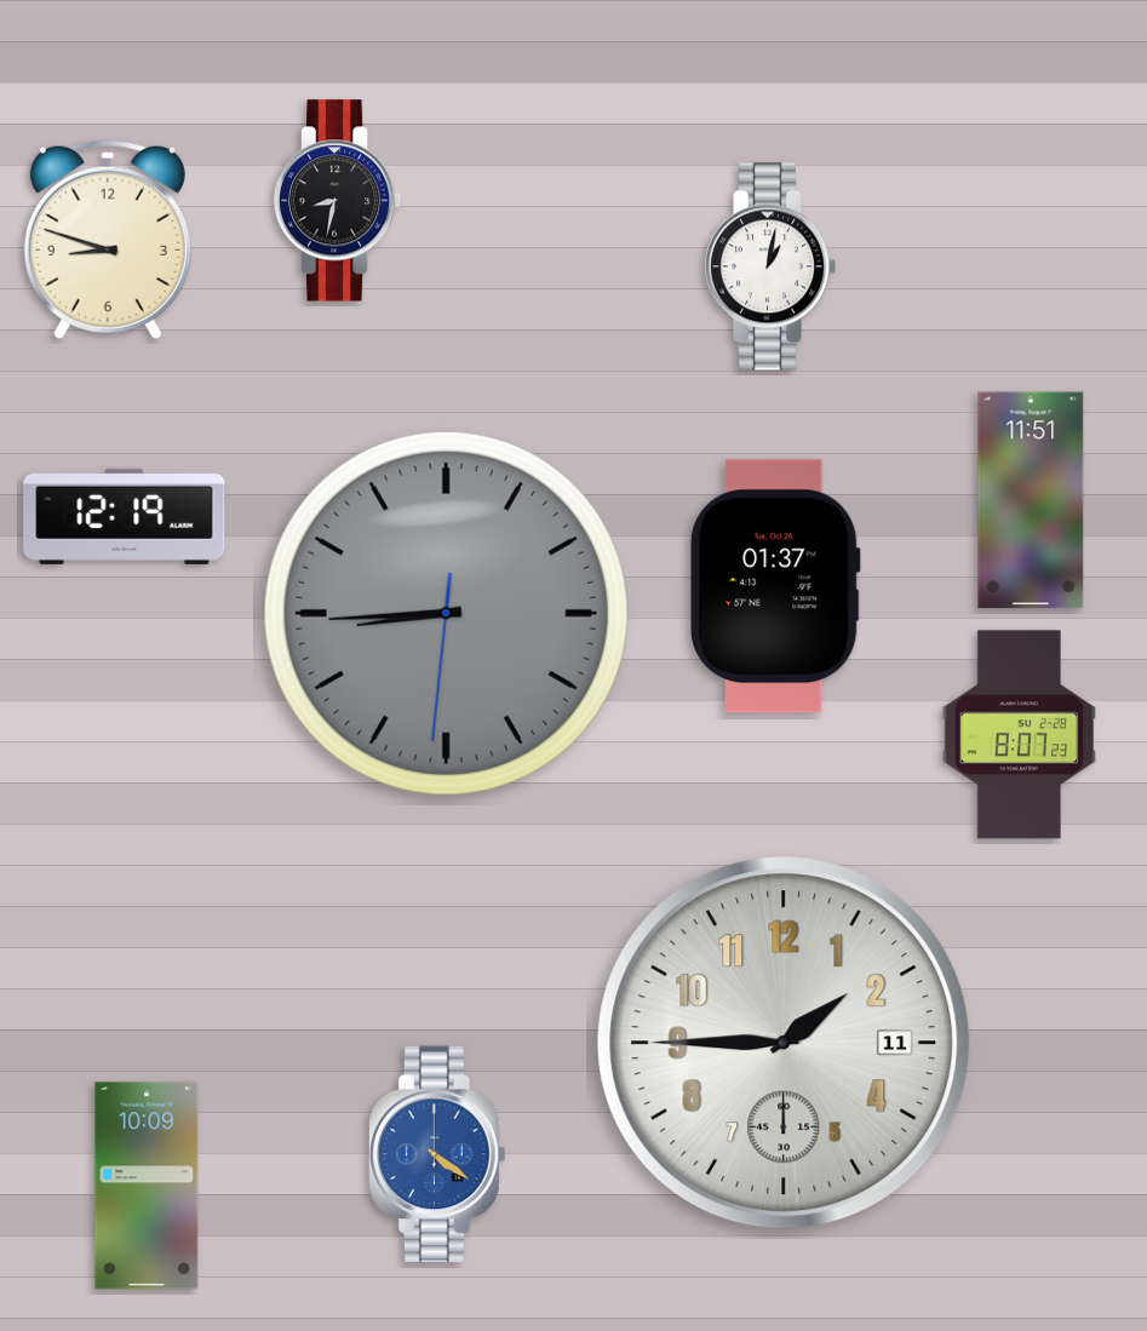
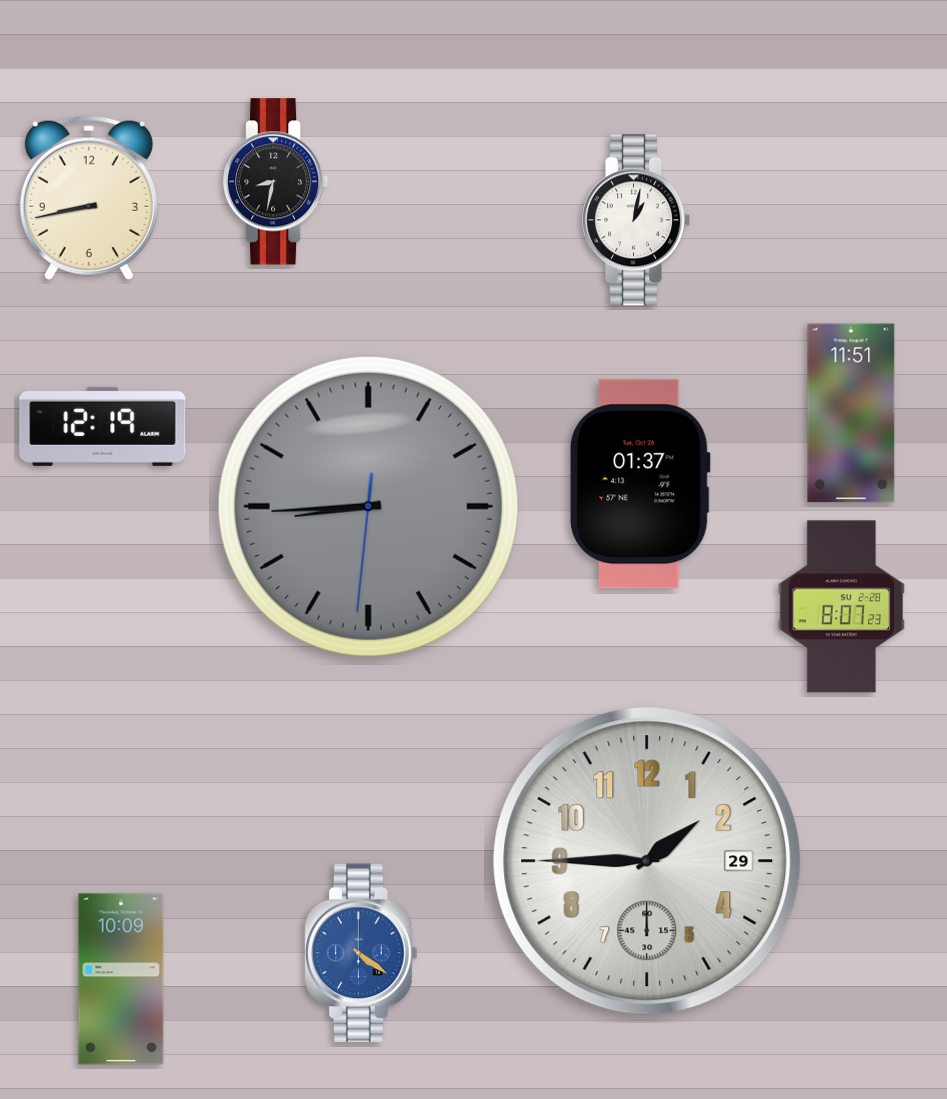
clock at (338, 201) position: (338, 201) -> (276, 182)
clock at (108, 240): 8:48 -> 8:43
clock at (784, 1043) date: 11 -> 29
